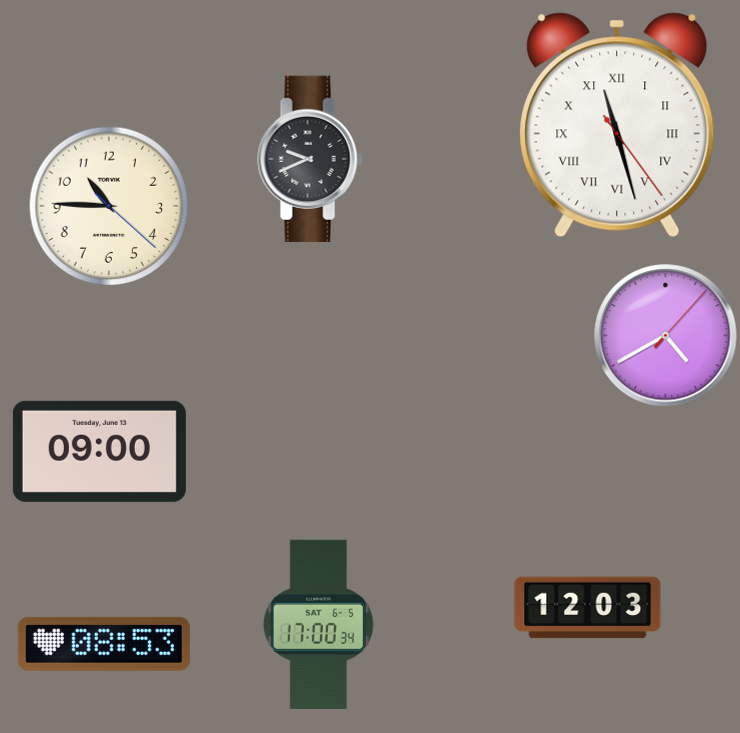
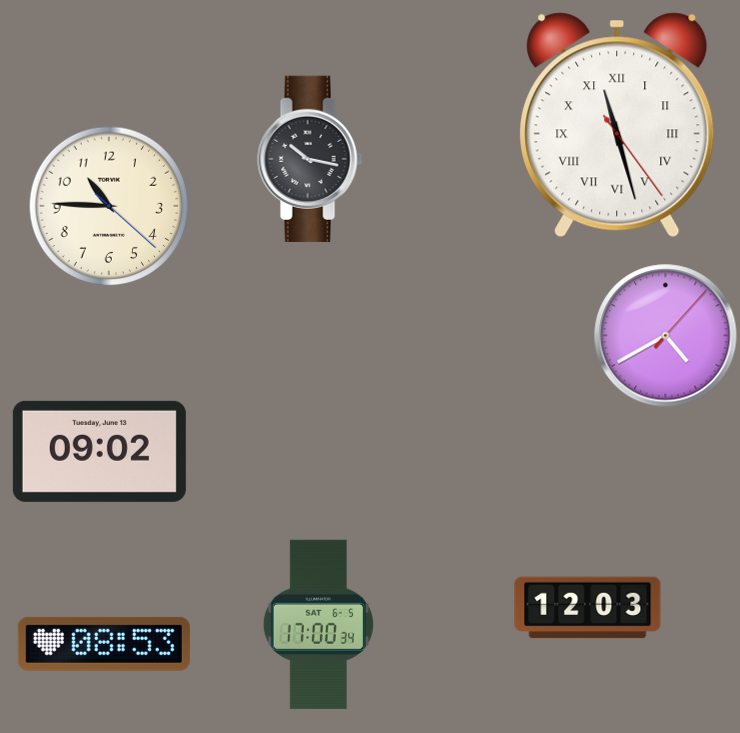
clock at (310, 159): 9:41 -> 10:17
clock at (99, 451): 09:00 -> 09:02
